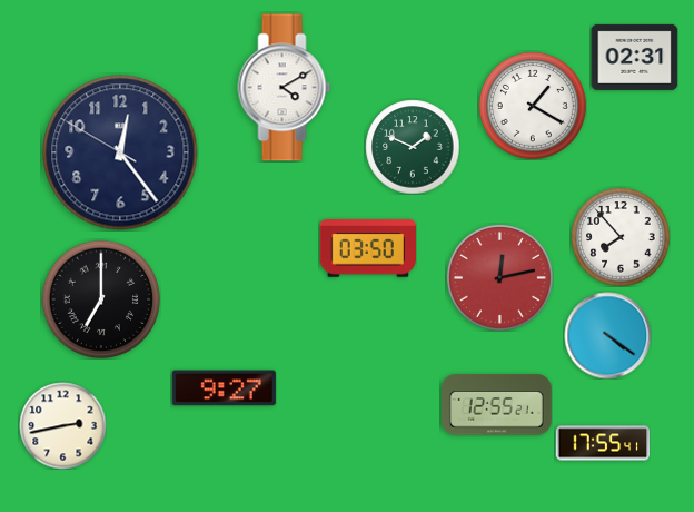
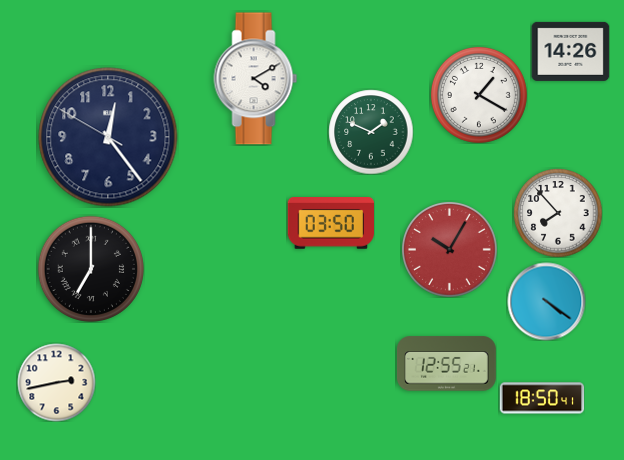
clock at (634, 57): 02:31 -> 14:26
clock at (499, 277): 12:13 -> 10:05
clock at (224, 388): 9:27 -> none
clock at (603, 443): 17:55 -> 18:50
